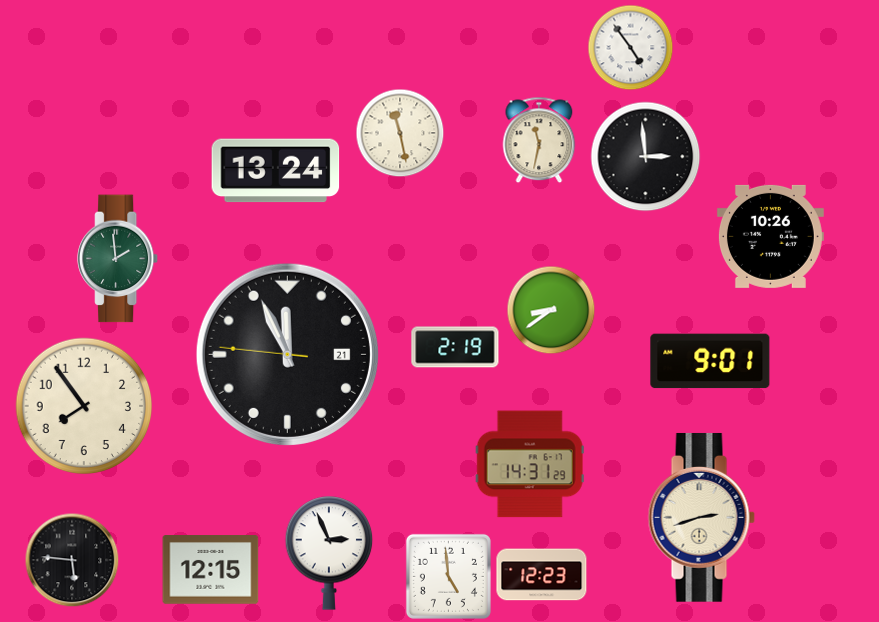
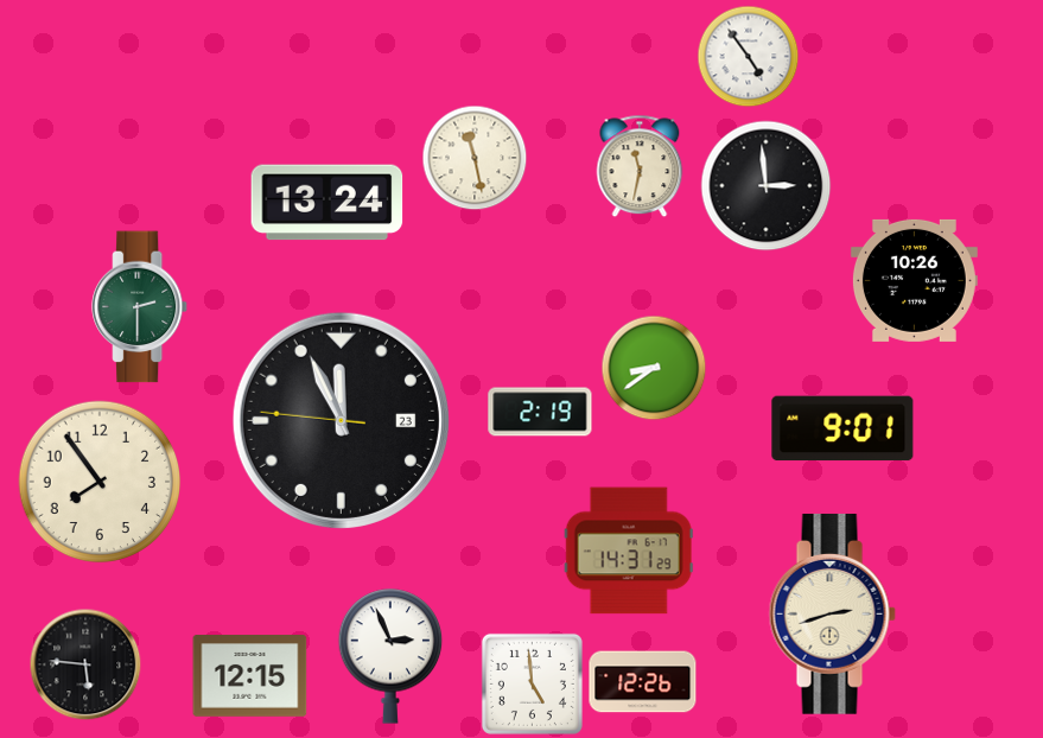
clock at (118, 259): 1:59 -> 2:30
clock at (287, 354) date: 21 -> 23
clock at (542, 575): 12:23 -> 12:26
